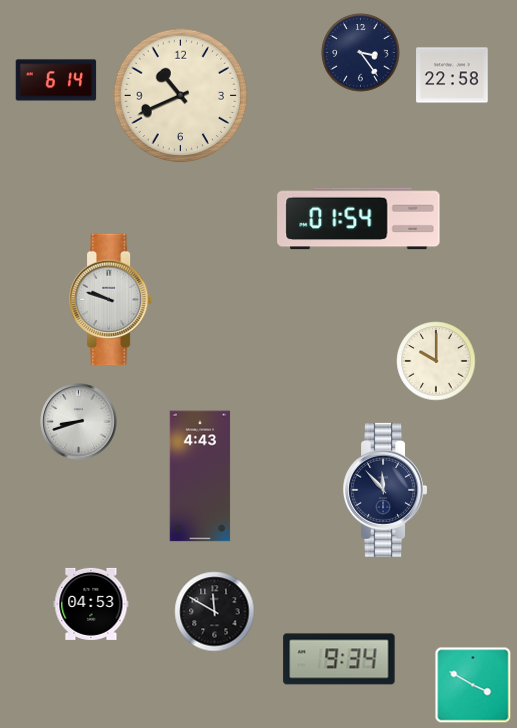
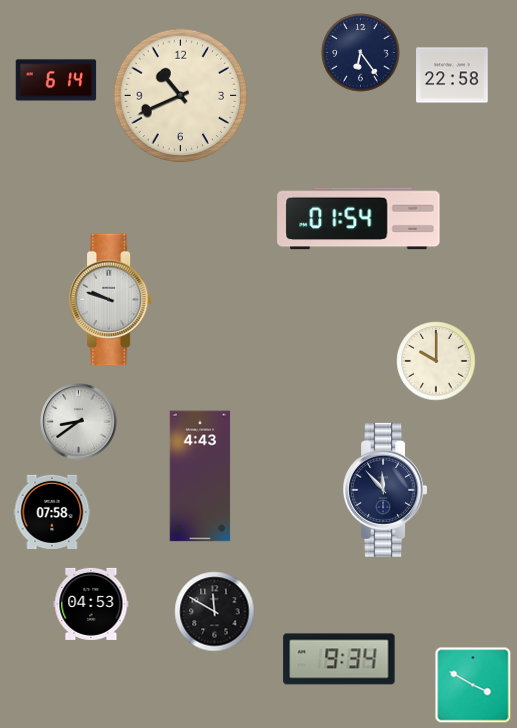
clock at (361, 53): 3:24 -> 6:24
clock at (79, 422): 8:42 -> 8:39
clock at (52, 511): none -> 07:58
